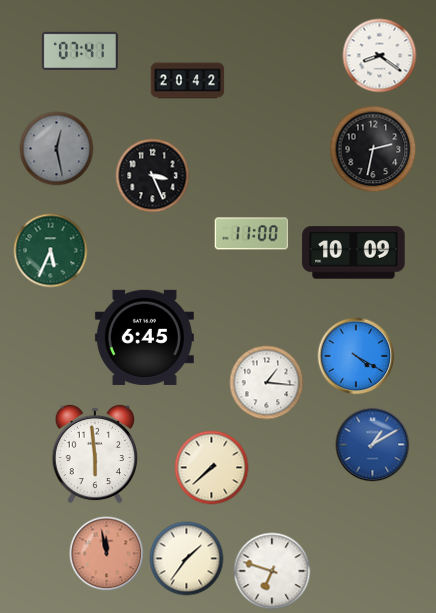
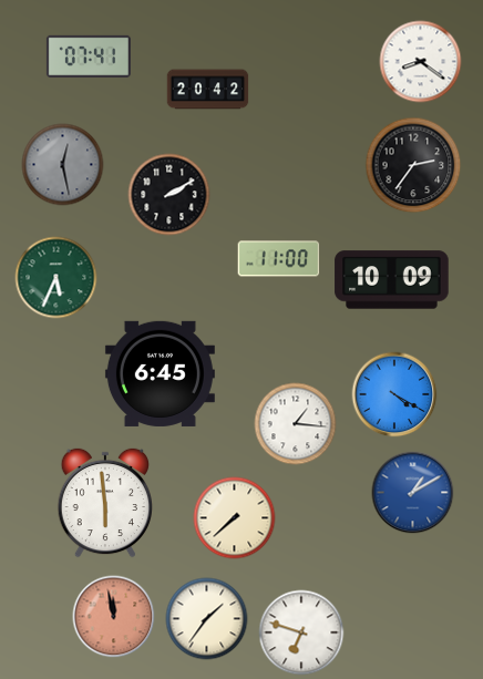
clock at (373, 149): 2:32 -> 2:36
clock at (153, 176): 3:26 -> 2:10
clock at (107, 554) position: (107, 554) -> (114, 617)
